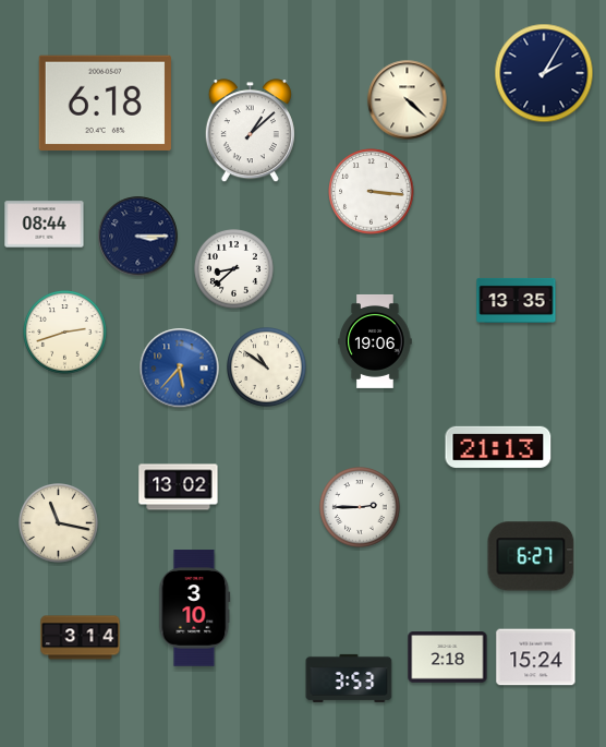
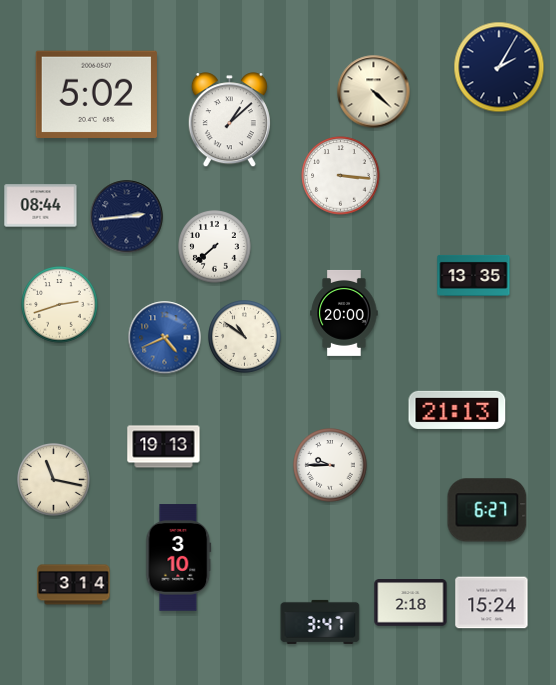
clock at (105, 103): 6:18 -> 5:02
clock at (138, 237): 3:15 -> 2:44
clock at (234, 269): 8:38 -> 7:38
clock at (375, 341): 19:06 -> 20:00
clock at (180, 369): 5:37 -> 4:41
clock at (179, 487): 13:02 -> 19:13
clock at (361, 508): 2:45 -> 9:45
clock at (349, 678): 3:53 -> 3:47
